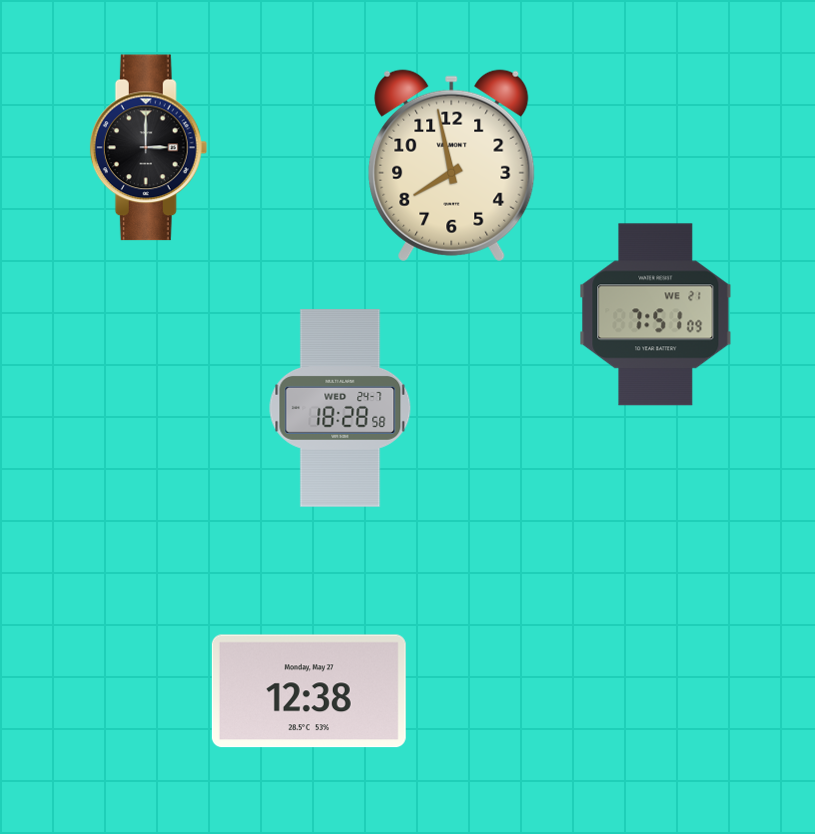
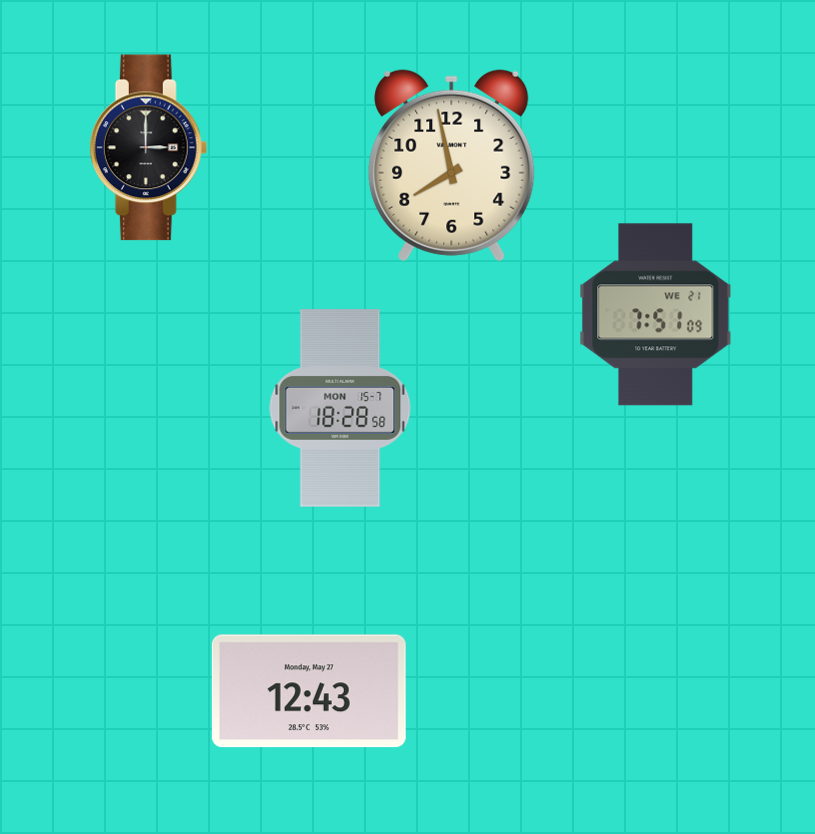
clock at (340, 408) date: WED 24-7 -> MON 15-7
clock at (309, 691): 12:38 -> 12:43
